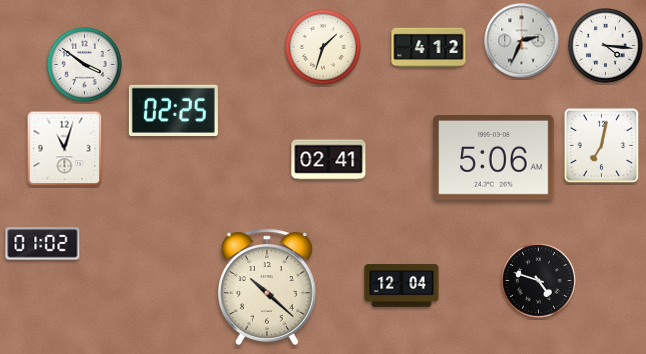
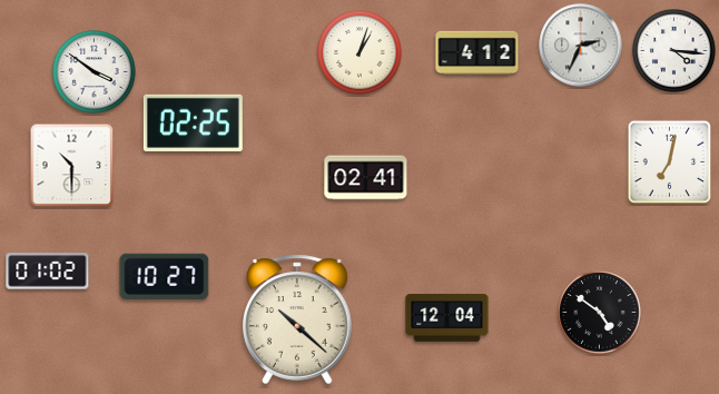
clock at (323, 47): 1:33 -> 1:03
clock at (65, 149): 11:03 -> 10:30
clock at (494, 157): 5:06 -> none
clock at (165, 276): none -> 10:27
clock at (539, 281): 4:48 -> 4:51
